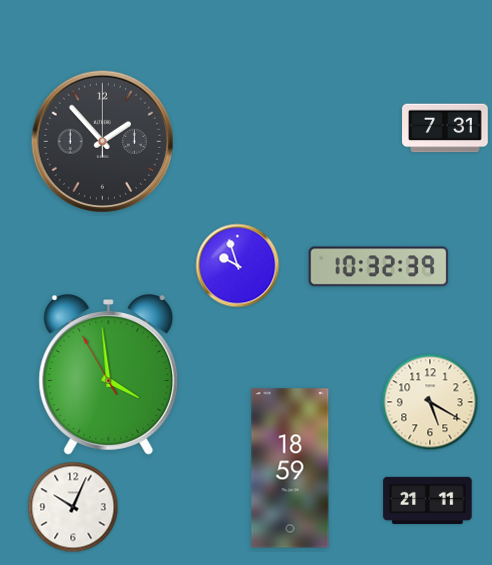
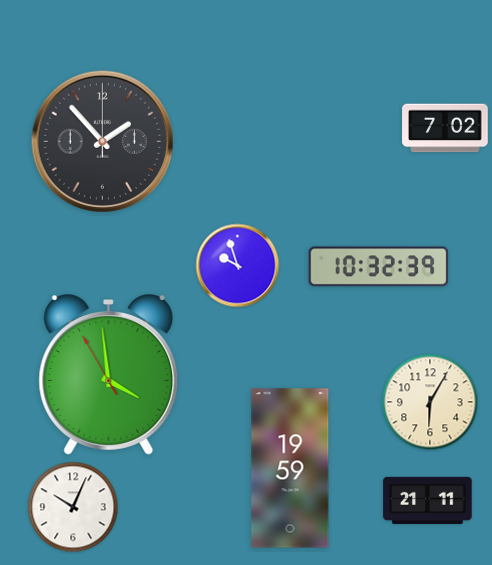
clock at (445, 128): 7:31 -> 7:02
clock at (430, 402): 5:20 -> 6:05
clock at (290, 468): 18:59 -> 19:59
